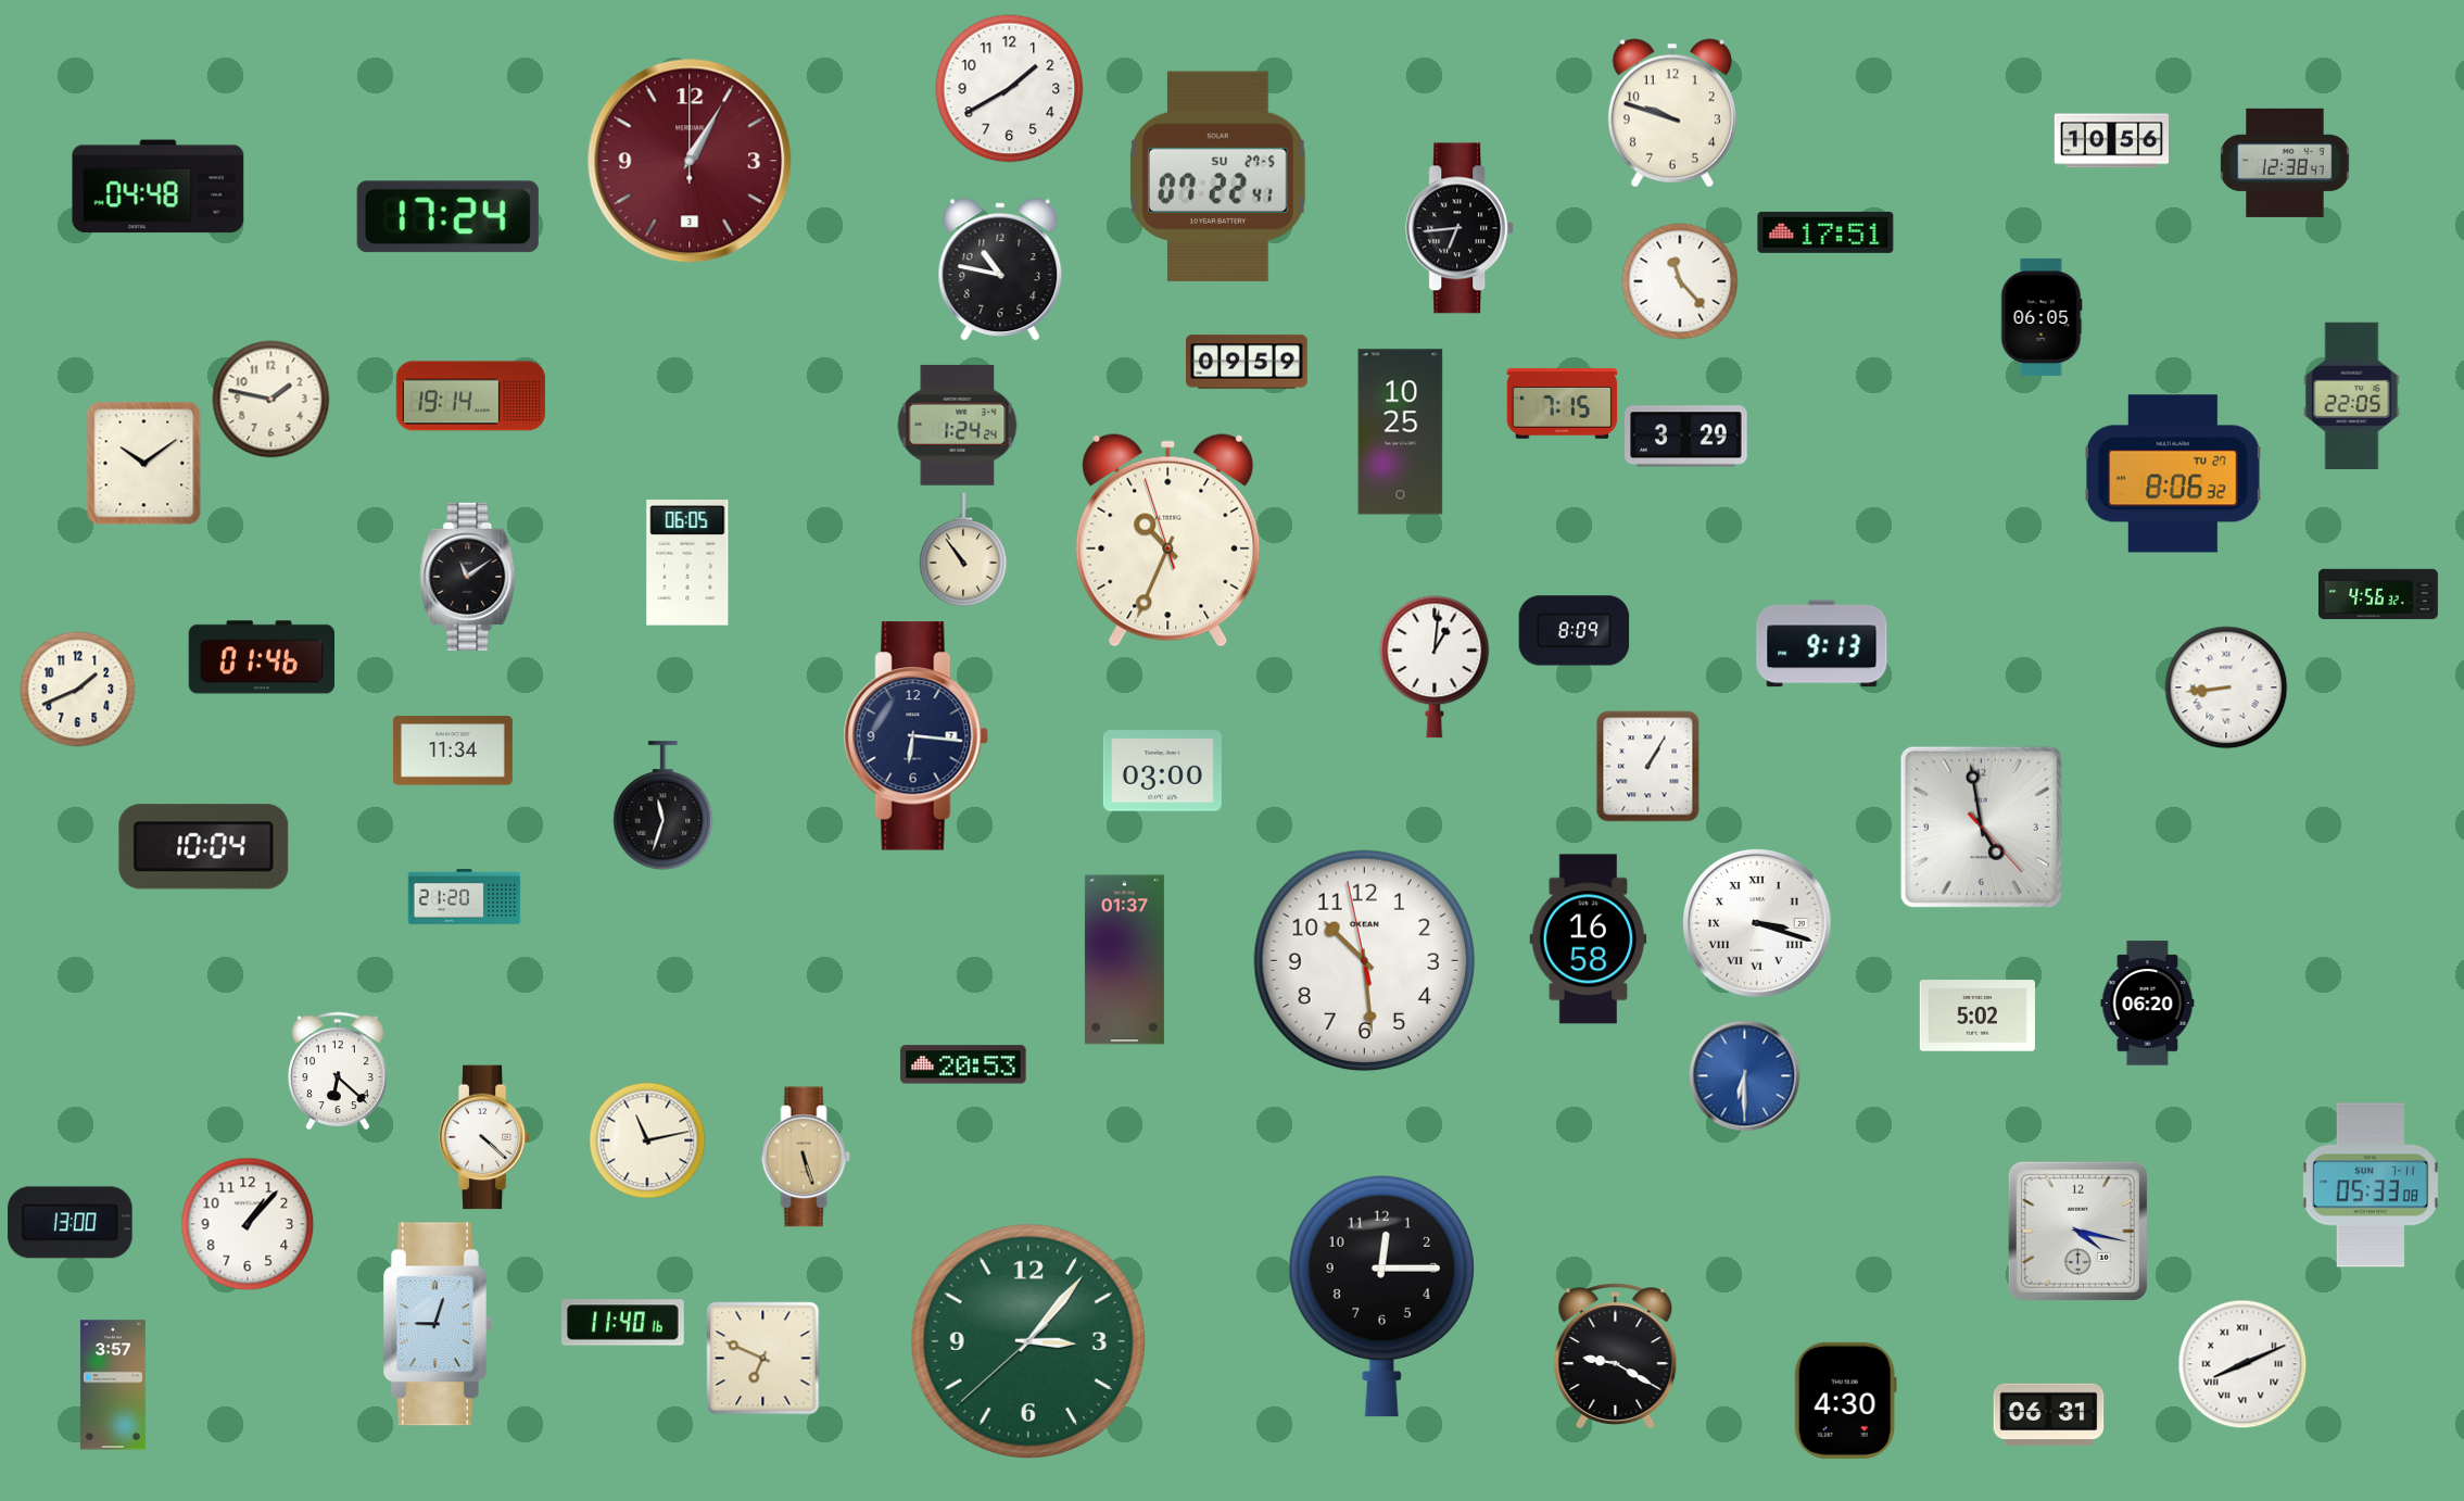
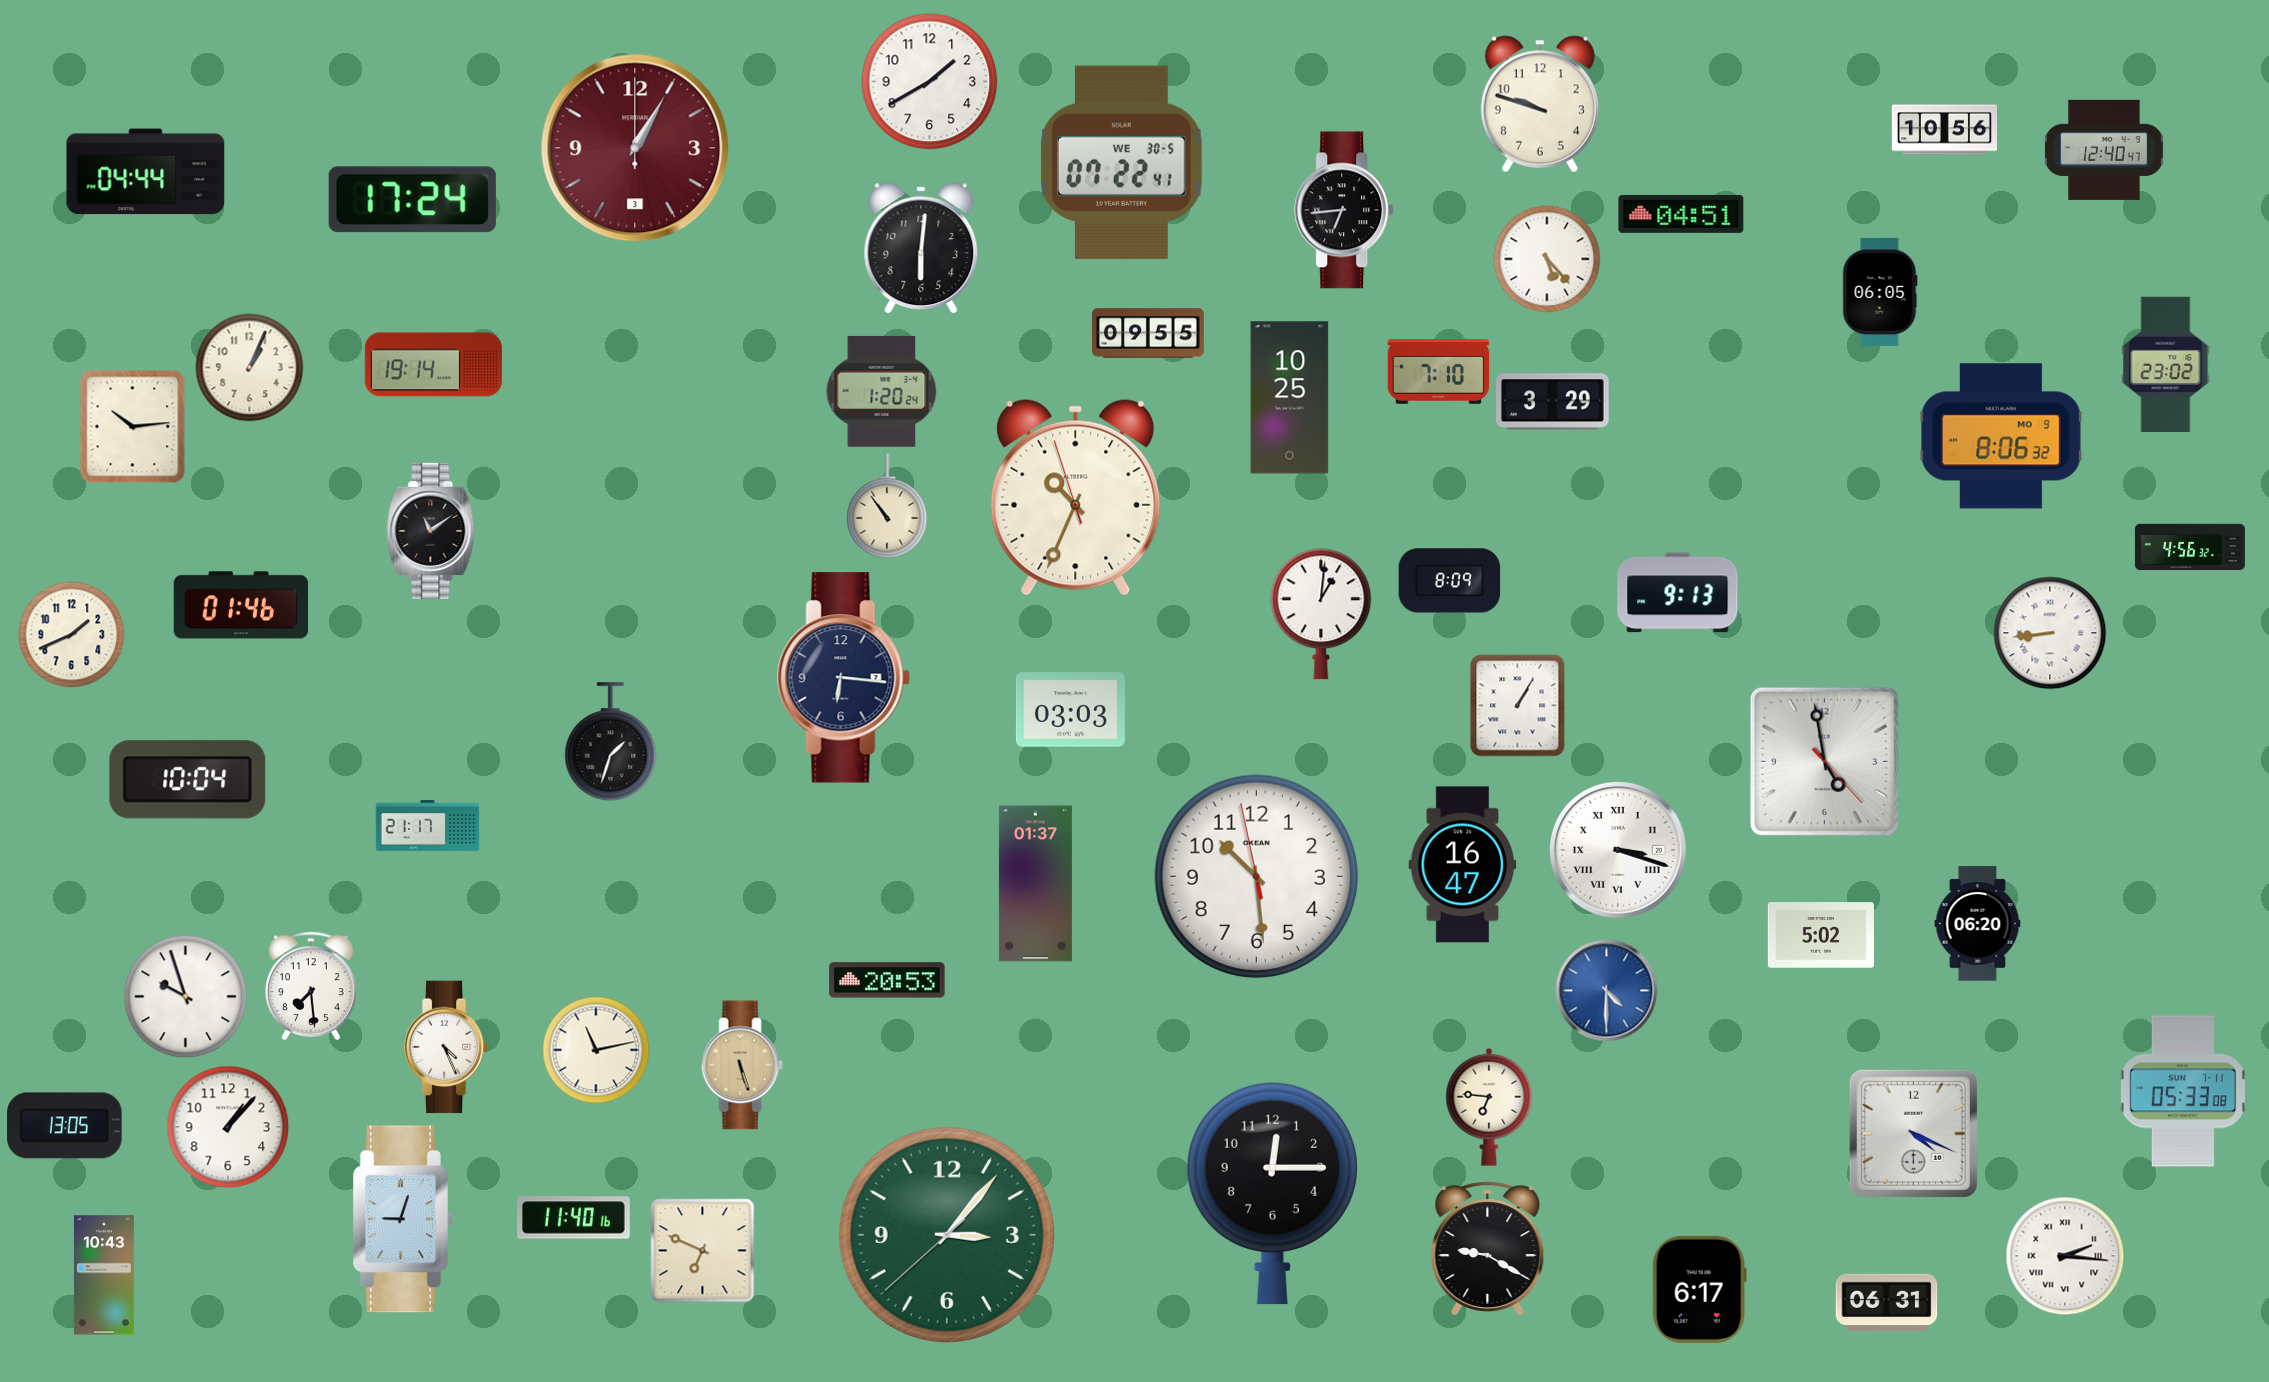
clock at (2285, 163): 12:38 -> 12:40
clock at (1217, 177) date: SU 27-5 -> WE 30-5
clock at (159, 187): 04:48 -> 04:44
clock at (1825, 232): 17:51 -> 04:51
clock at (1000, 269): 10:47 -> 6:01
clock at (1680, 281): 11:23 -> 5:23
clock at (1247, 362): 09:59 -> 09:55
clock at (2352, 395): 22:05 -> 23:02
clock at (271, 400): 1:47 -> 1:04
clock at (1563, 404): 7:15 -> 7:10
clock at (958, 425): 1:24 -> 1:20
clock at (144, 464): 10:09 -> 10:14
clock at (2174, 474) date: TU 27 -> MO 9
clock at (687, 563): 06:05 -> none
clock at (453, 750): 11:34 -> none
clock at (1162, 771): 03:00 -> 03:03
clock at (664, 806): 11:33 -> 1:33
clock at (465, 897): 21:20 -> 21:17
clock at (1589, 939): 16:58 -> 16:47
clock at (1365, 961) position: (1365, 961) -> (1257, 877)
clock at (339, 1070): 6:22 -> 7:29
clock at (1745, 1076): 6:30 -> 4:30
clock at (186, 997): none -> 9:57
clock at (484, 1137): 4:22 -> 4:26
clock at (1489, 1107): none -> 6:46
clock at (71, 1223): 13:00 -> 13:05
clock at (2077, 1231): 4:17 -> 4:19
clock at (2242, 1364): 8:11 -> 2:16
clock at (113, 1385): 3:57 -> 10:43
clock at (1845, 1400): 4:30 -> 6:17
